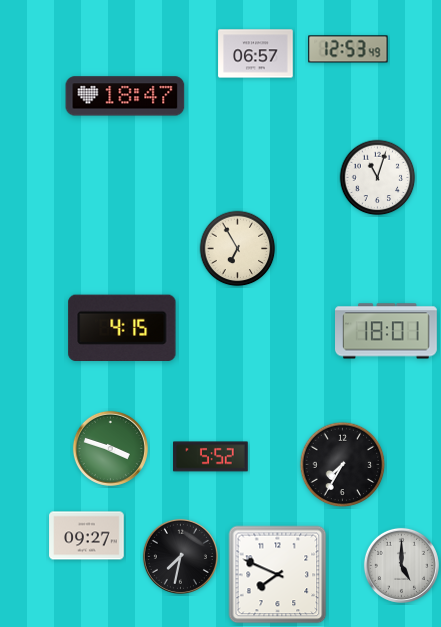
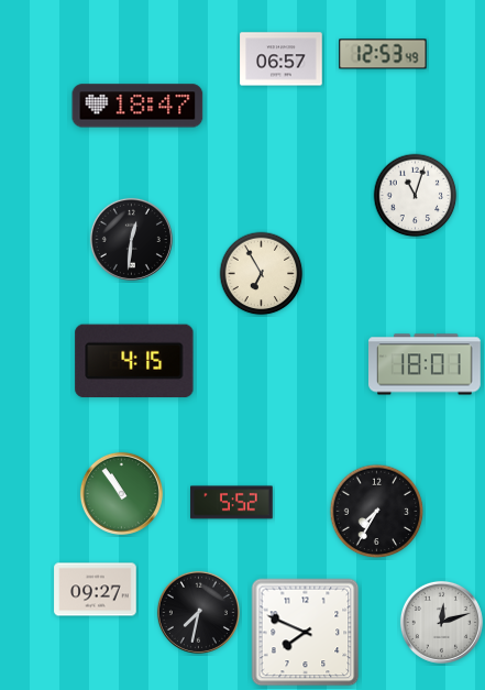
clock at (131, 239): none -> 12:31
clock at (110, 448): 3:48 -> 10:54
clock at (401, 565): 5:00 -> 12:12
